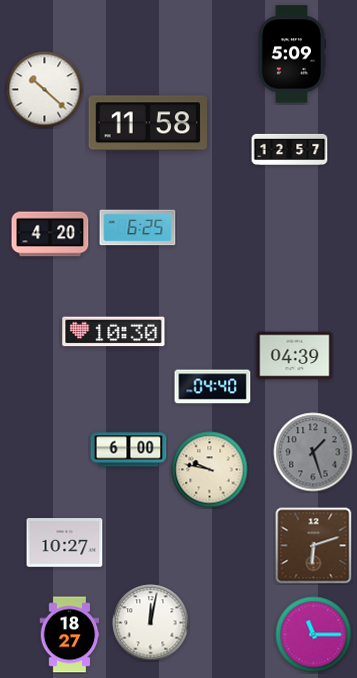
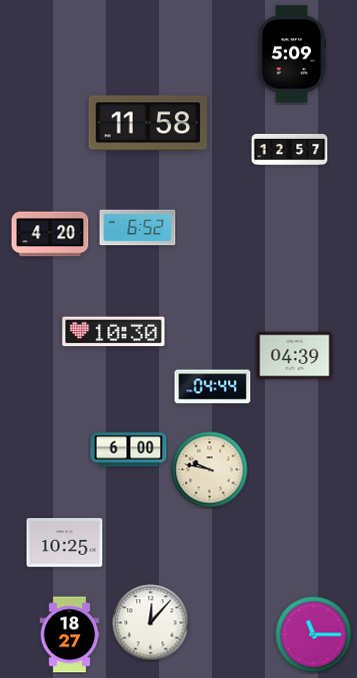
clock at (45, 90): 10:22 -> none
clock at (138, 228): 6:25 -> 6:52
clock at (213, 387): 04:40 -> 04:44
clock at (313, 452): 1:27 -> none
clock at (65, 543): 10:27 -> 10:25
clock at (314, 546): 6:12 -> none
clock at (151, 623): 12:02 -> 12:07
